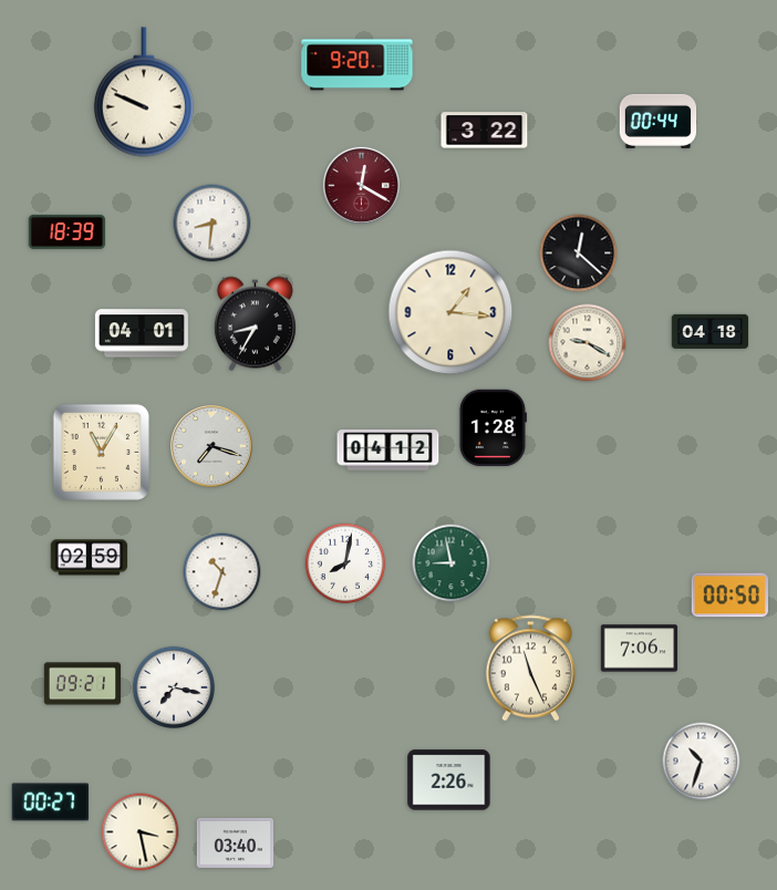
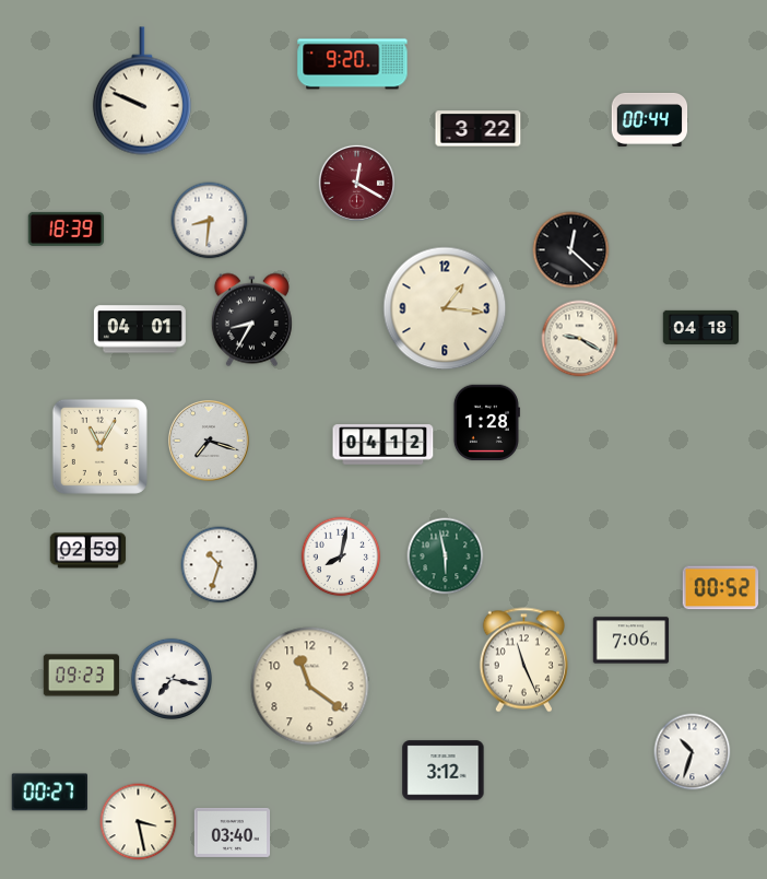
clock at (452, 563): 8:58 -> 5:58
clock at (729, 596): 00:50 -> 00:52
clock at (83, 684): 09:21 -> 09:23
clock at (310, 687): none -> 11:21
clock at (449, 780): 2:26 -> 3:12
